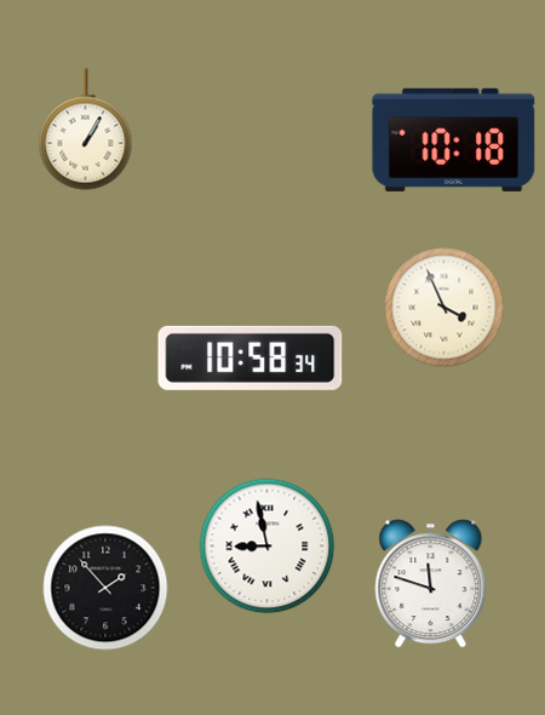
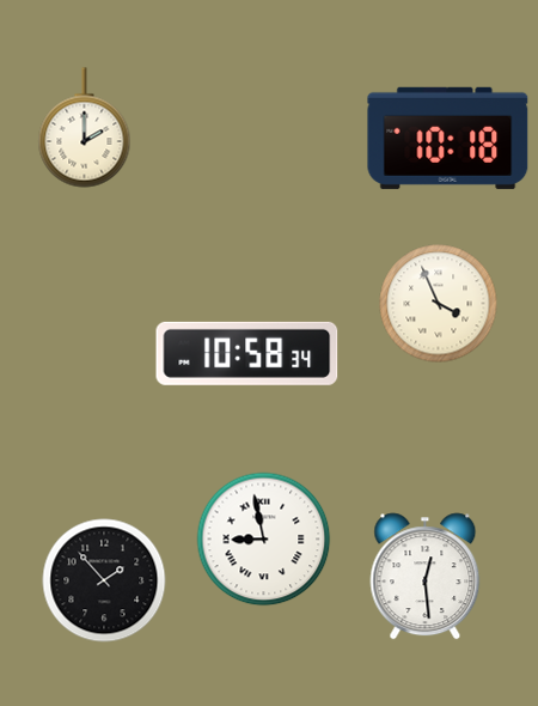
clock at (86, 130): 1:05 -> 2:00
clock at (431, 584): 11:48 -> 12:29
